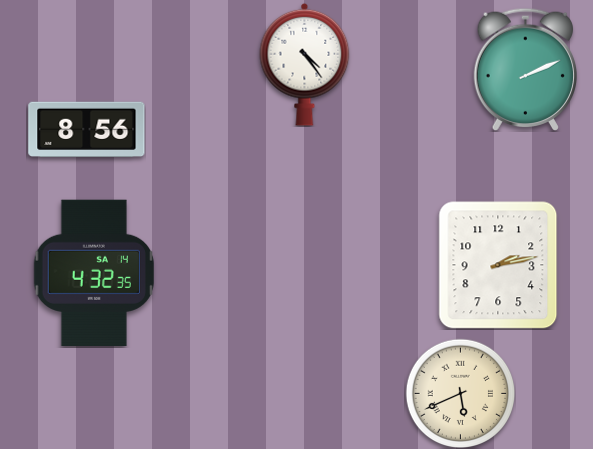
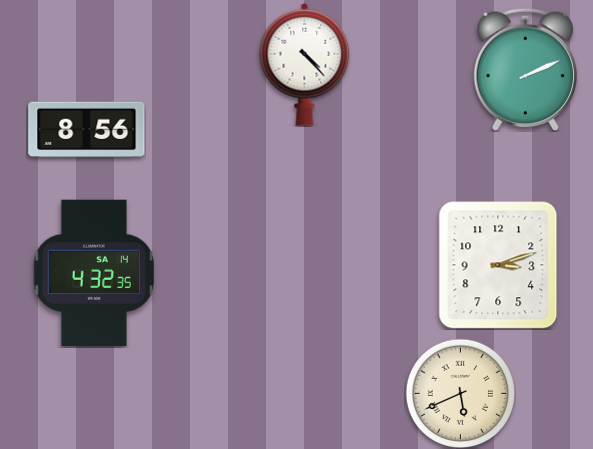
clock at (305, 64): 4:24 -> 4:23
clock at (498, 265): 2:13 -> 3:12
